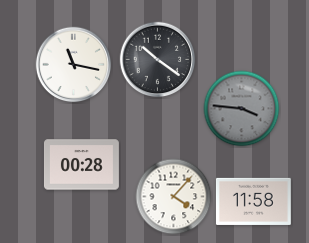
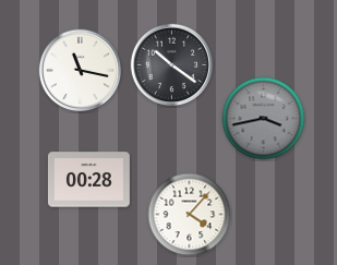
clock at (242, 109): 3:46 -> 3:43
clock at (253, 201): 11:58 -> none
